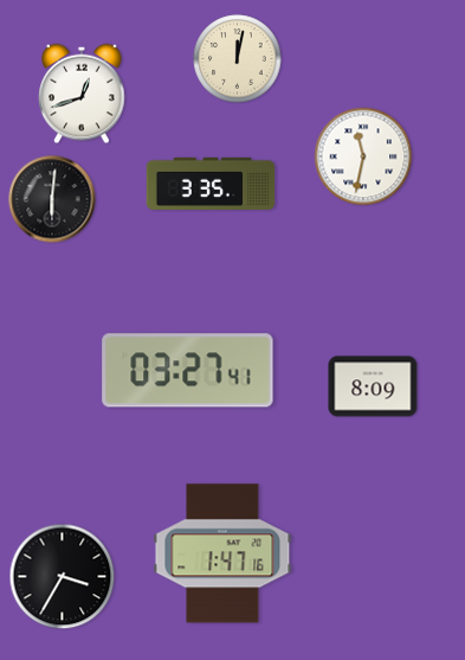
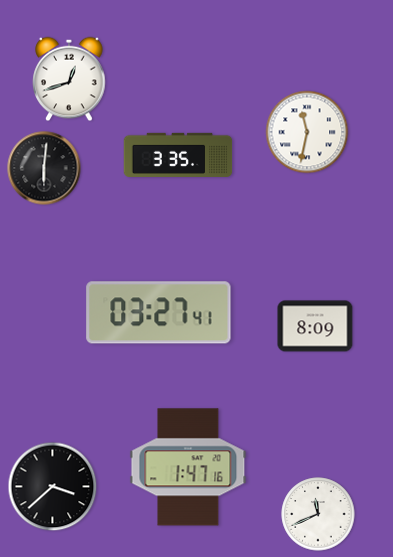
clock at (238, 59): 12:02 -> none
clock at (63, 577): 3:35 -> 3:38
clock at (318, 514): none -> 11:41
